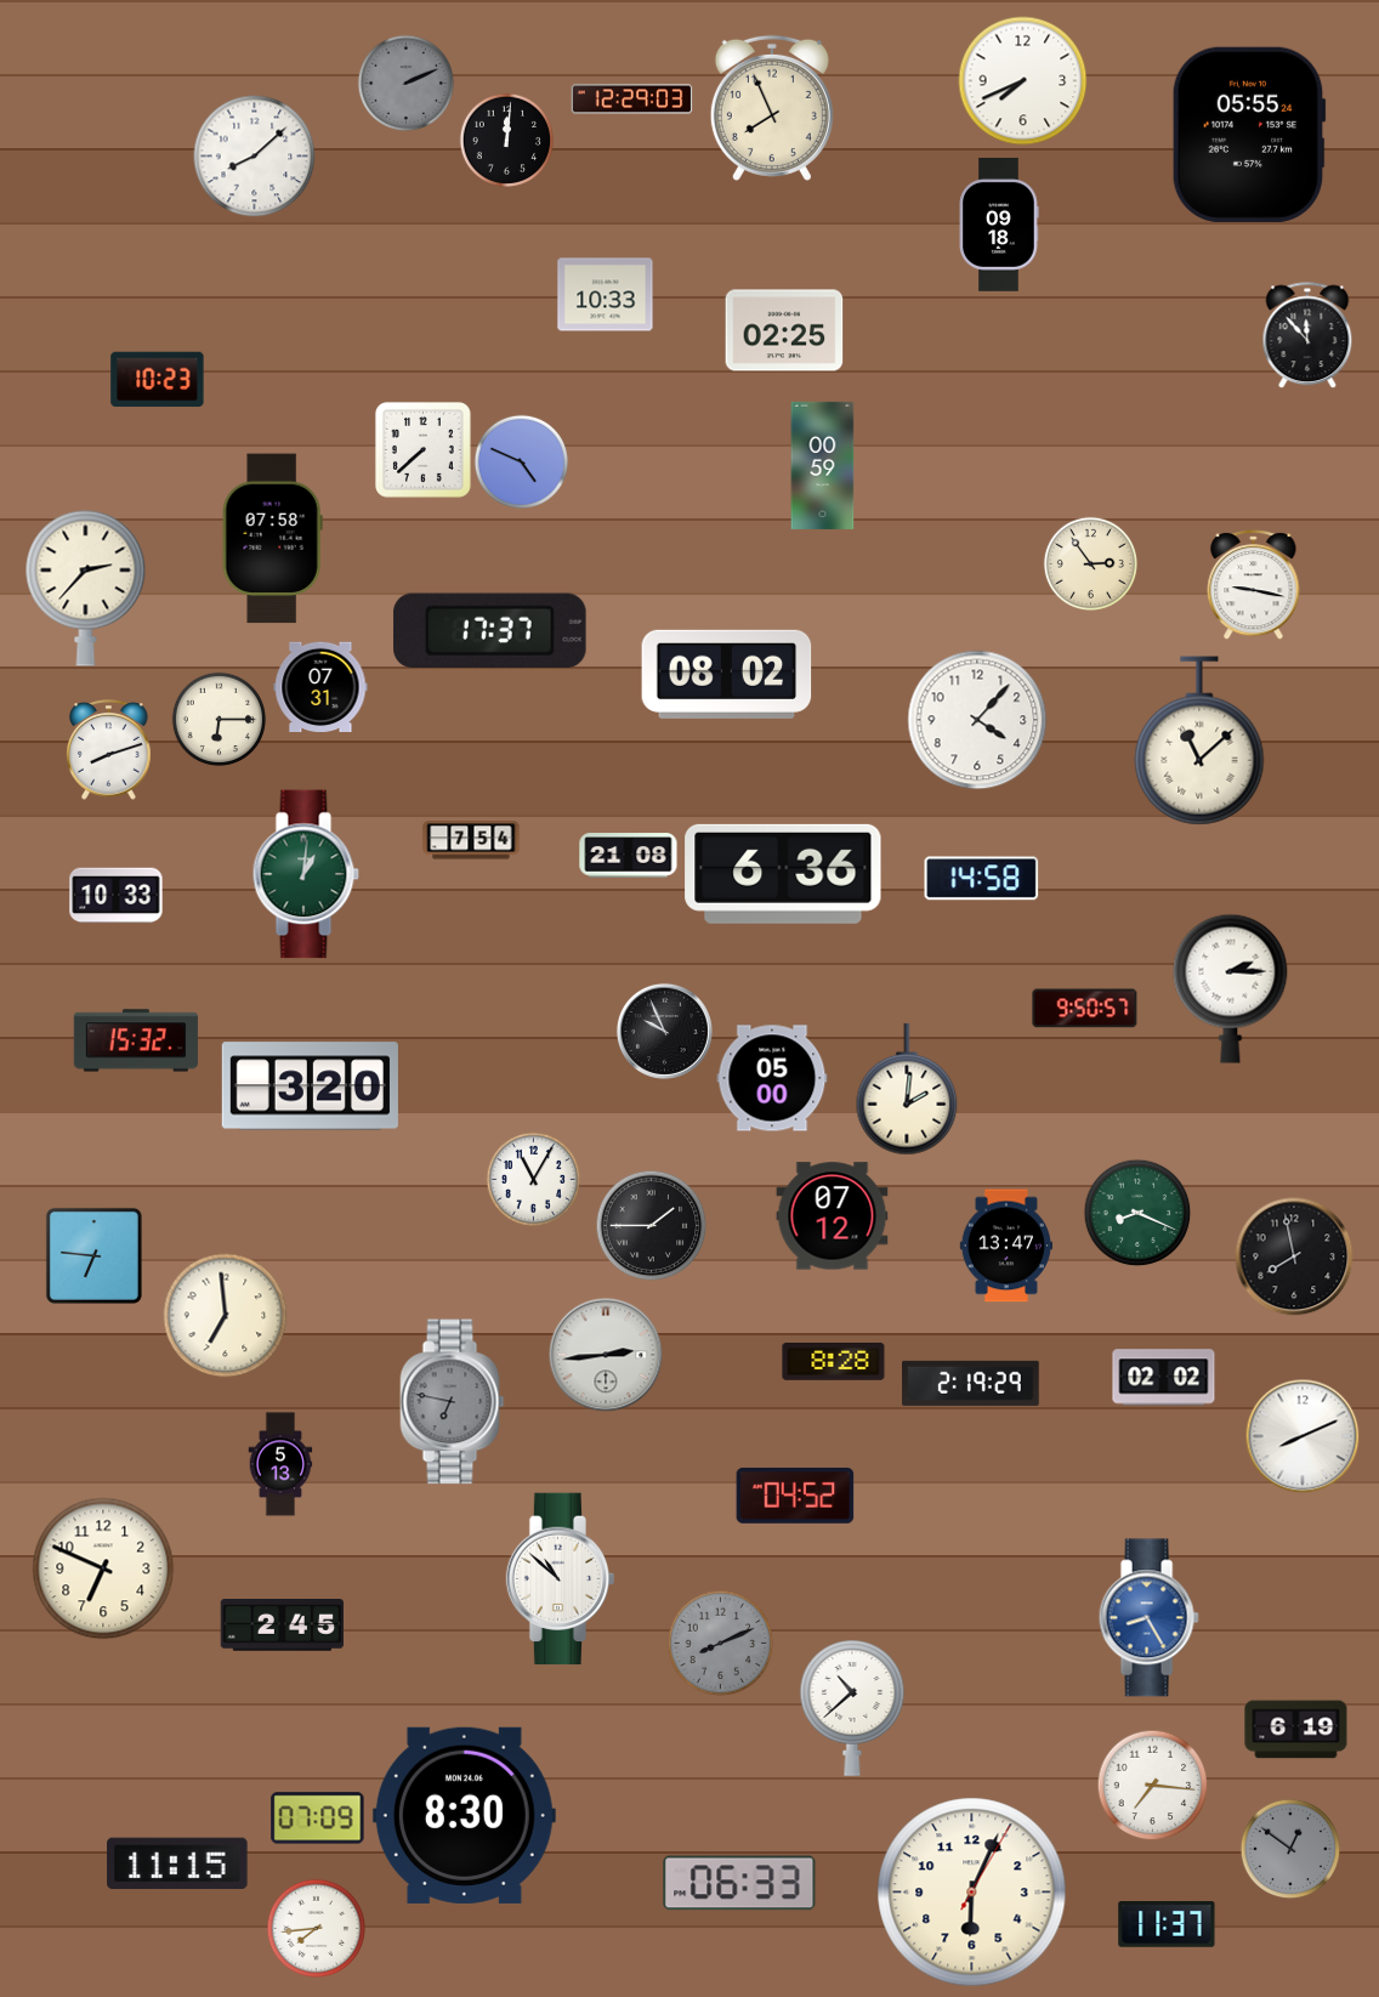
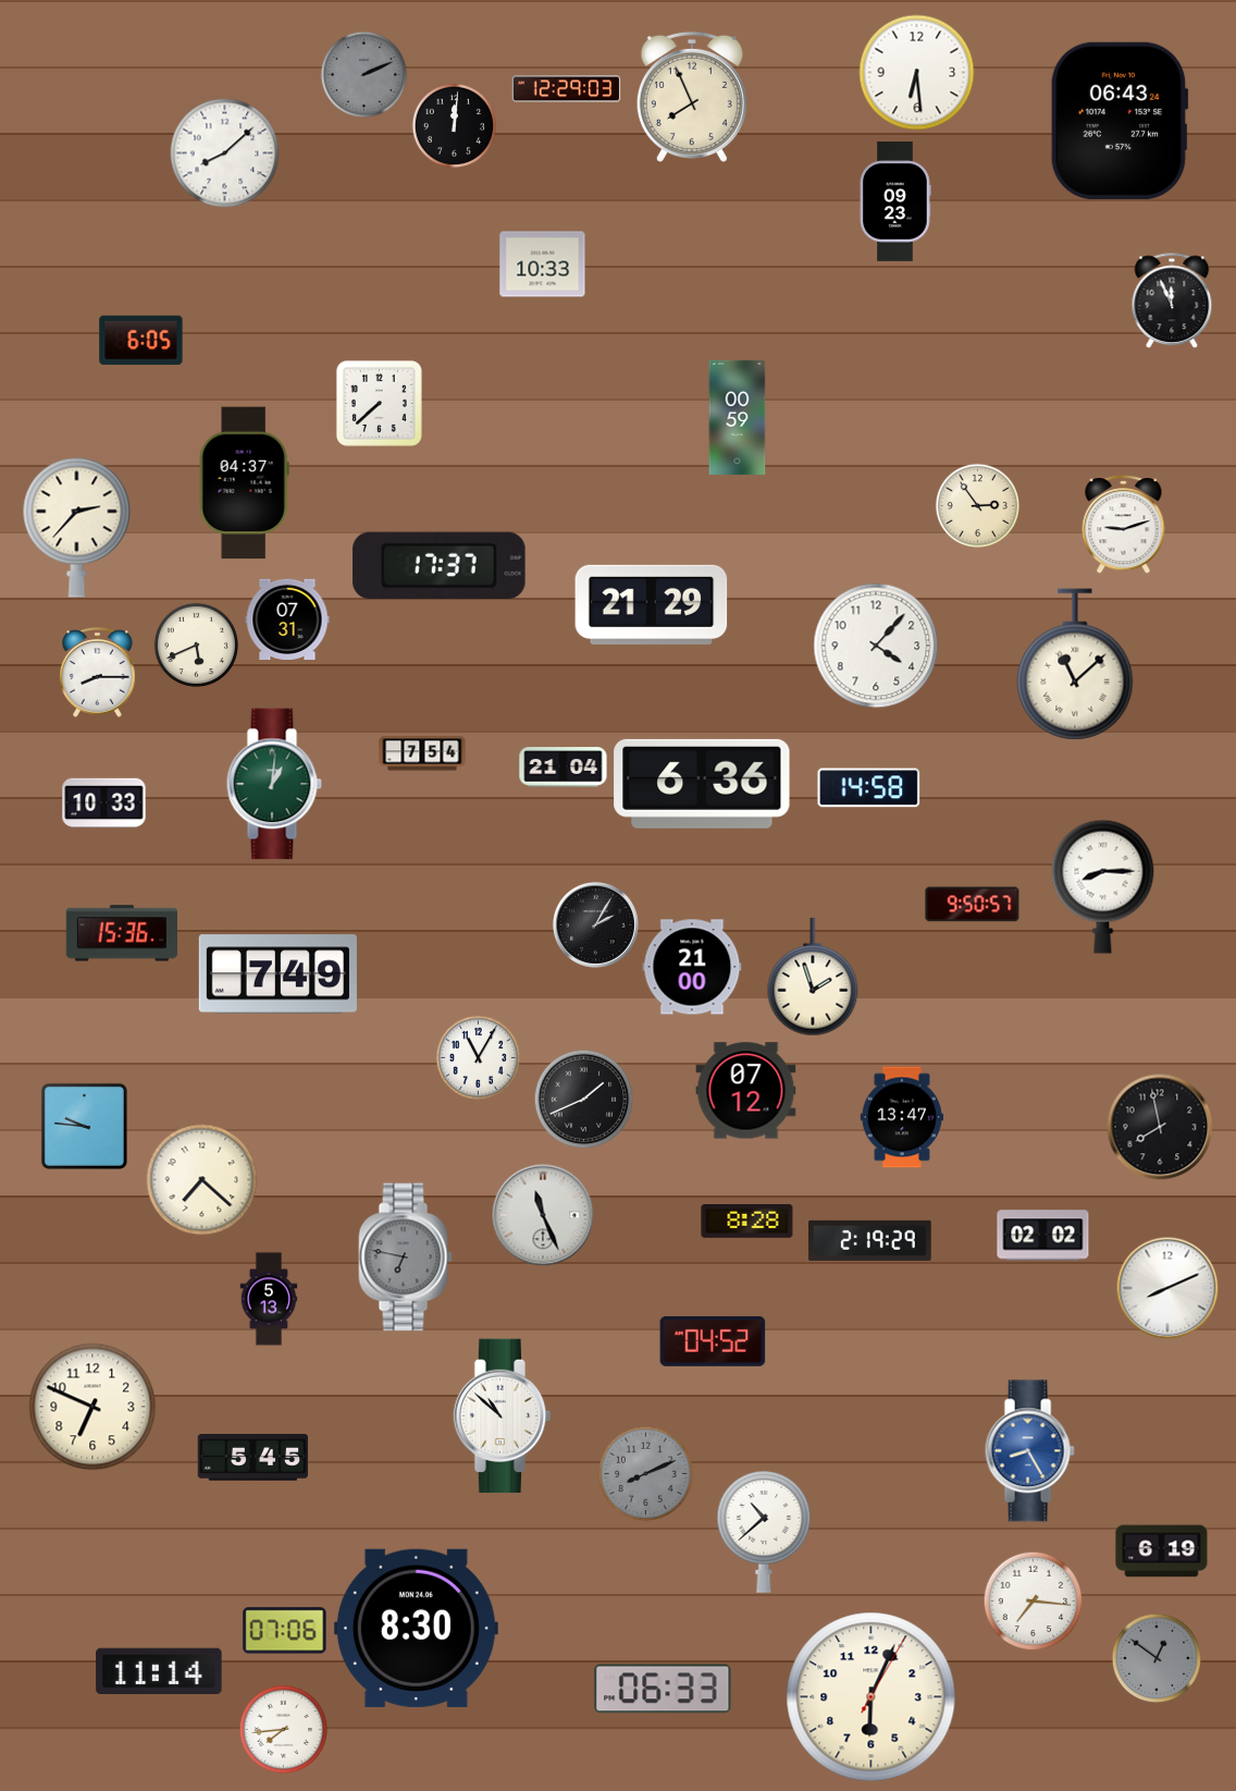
clock at (1023, 81): 7:41 -> 6:29
clock at (1249, 135): 05:55 -> 06:43
clock at (255, 157) position: (255, 157) -> (225, 154)
clock at (999, 225): 09:18 -> 09:23
clock at (784, 330): 02:25 -> none
clock at (1307, 335): 11:53 -> 11:56
clock at (158, 380): 10:23 -> 6:05
clock at (521, 461): 4:49 -> none
clock at (272, 539): 07:58 -> 04:37
clock at (1254, 585): 9:17 -> 9:12
clock at (727, 674): 08:02 -> 21:29
clock at (320, 686) position: (320, 686) -> (287, 618)
clock at (219, 719): 6:15 -> 5:41
clock at (109, 750): 8:12 -> 8:15
clock at (629, 856): 21:08 -> 21:04
clock at (982, 879) position: (982, 879) -> (869, 788)
clock at (1231, 988): 2:15 -> 8:15
clock at (664, 1031): 9:56 -> 2:05
clock at (136, 1040): 15:32 -> 15:36
clock at (772, 1078): 05:00 -> 21:00
clock at (310, 1087): 3:20 -> 7:49
clock at (907, 1089): 2:01 -> 1:57
clock at (1137, 1213): 8:19 -> none
clock at (651, 1225): 1:45 -> 1:41
clock at (93, 1255): 6:46 -> 9:46
clock at (226, 1316): 6:59 -> 7:22
clock at (606, 1355): 2:44 -> 11:26
clock at (280, 1464) position: (280, 1464) -> (269, 1299)
clock at (282, 1626): 2:45 -> 5:45
clock at (318, 1819): 07:09 -> 07:06
clock at (177, 1862): 11:15 -> 11:14
clock at (1167, 1925): 11:37 -> none
